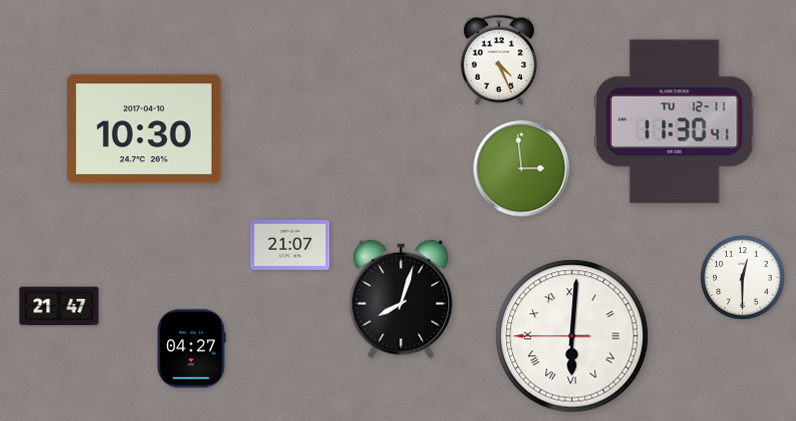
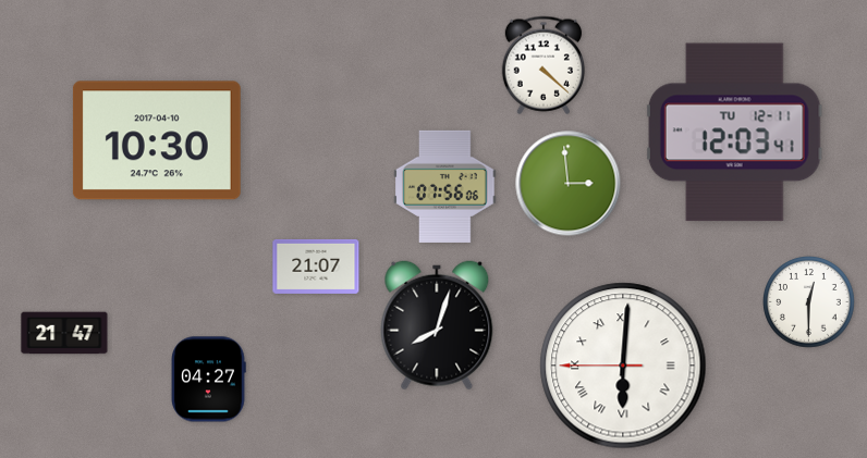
clock at (498, 60): 4:26 -> 4:22
clock at (674, 122): 11:30 -> 12:03
clock at (445, 186): none -> 07:56
